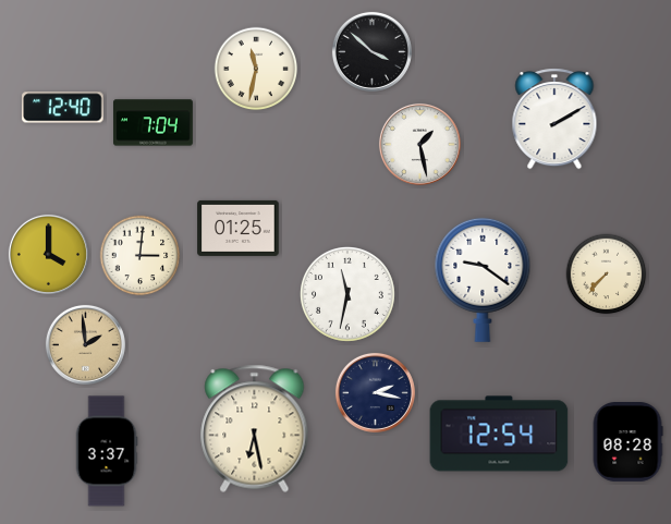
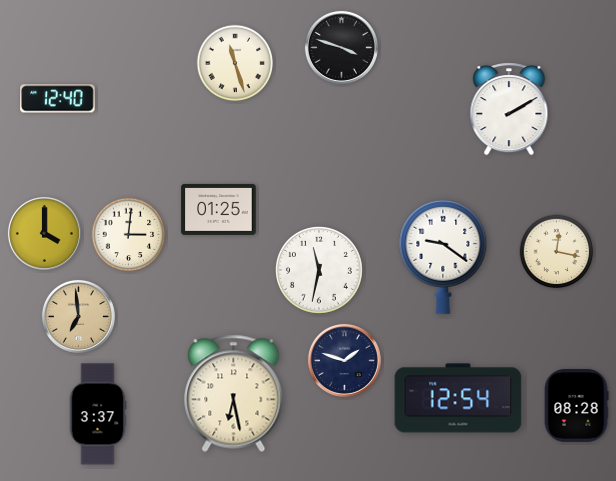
clock at (371, 51): 3:52 -> 3:48
clock at (256, 69): 11:32 -> 11:27
clock at (154, 123): 7:04 -> none
clock at (419, 144): 1:28 -> none
clock at (607, 275): 7:37 -> 12:17
clock at (85, 344): 1:59 -> 6:59
clock at (375, 392): 2:17 -> 1:48
